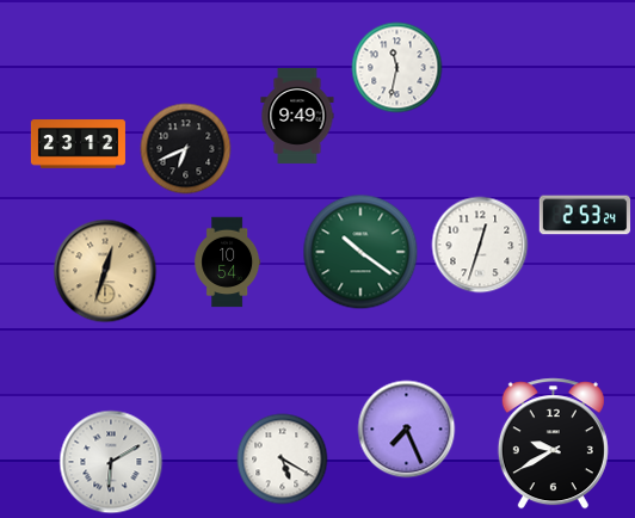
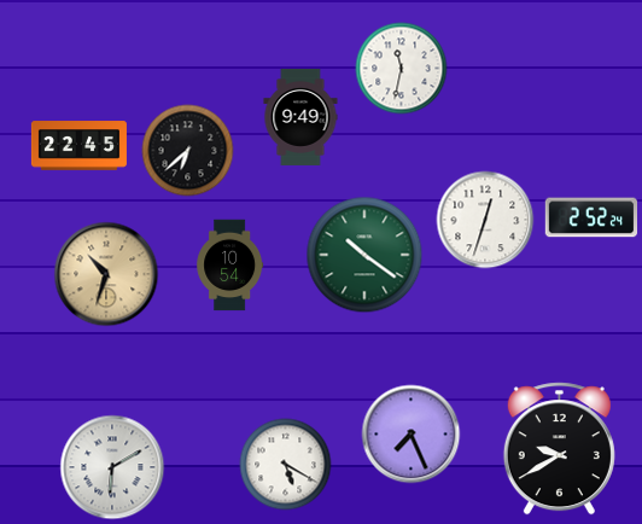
clock at (78, 144): 23:12 -> 22:45
clock at (186, 149): 6:41 -> 6:38
clock at (585, 215): 2:53 -> 2:52
clock at (480, 245) position: (480, 245) -> (485, 220)
clock at (105, 271): 12:33 -> 10:33
